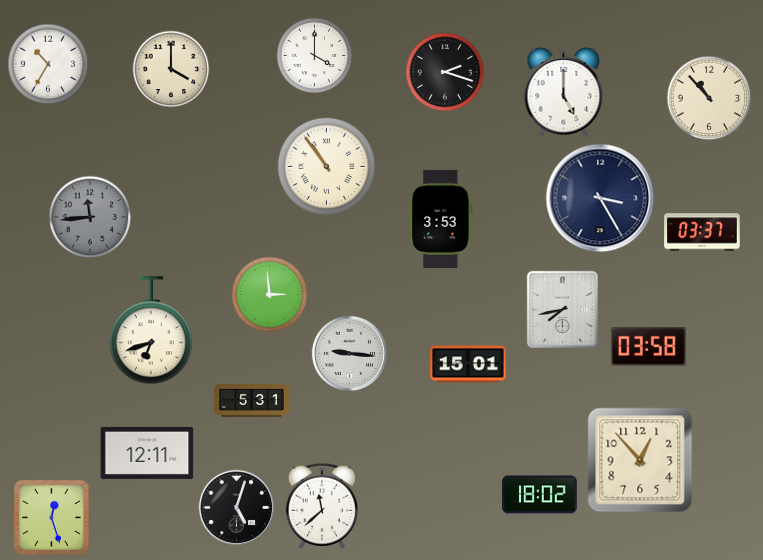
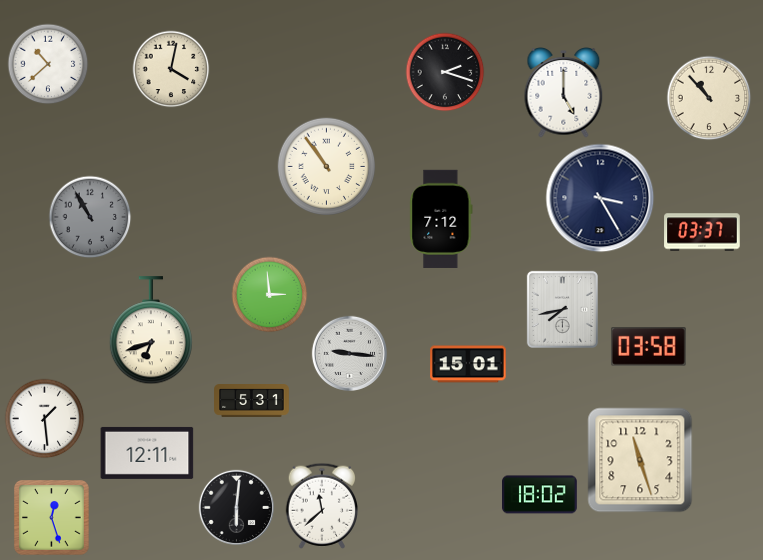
clock at (315, 56): 4:00 -> none
clock at (48, 64): 10:35 -> 10:38
clock at (171, 69): 4:00 -> 4:02
clock at (90, 217): 11:44 -> 10:55
clock at (441, 219): 3:53 -> 7:12
clock at (45, 419): none -> 1:29
clock at (640, 460): 12:53 -> 11:27
clock at (236, 507): 5:03 -> 6:01
